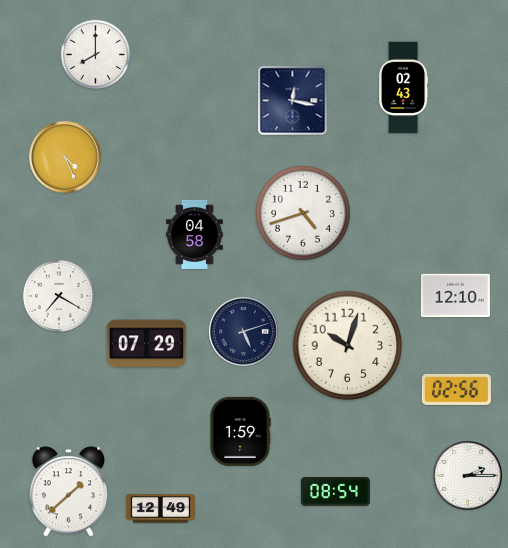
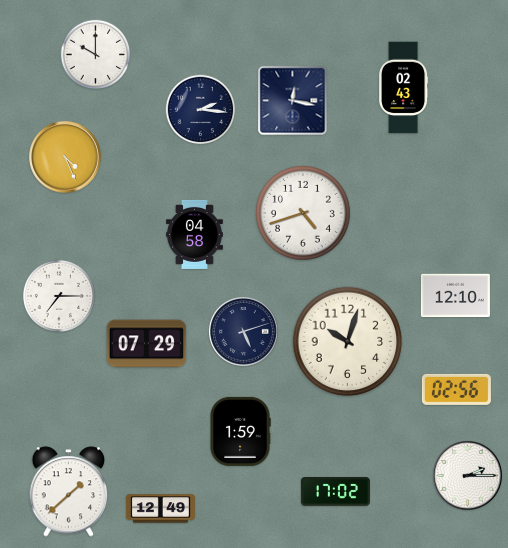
clock at (96, 55): 8:00 -> 10:00
clock at (201, 110): none -> 2:16
clock at (59, 296): 7:20 -> 7:15
clock at (348, 346) position: (348, 346) -> (348, 342)
clock at (335, 492): 08:54 -> 17:02
